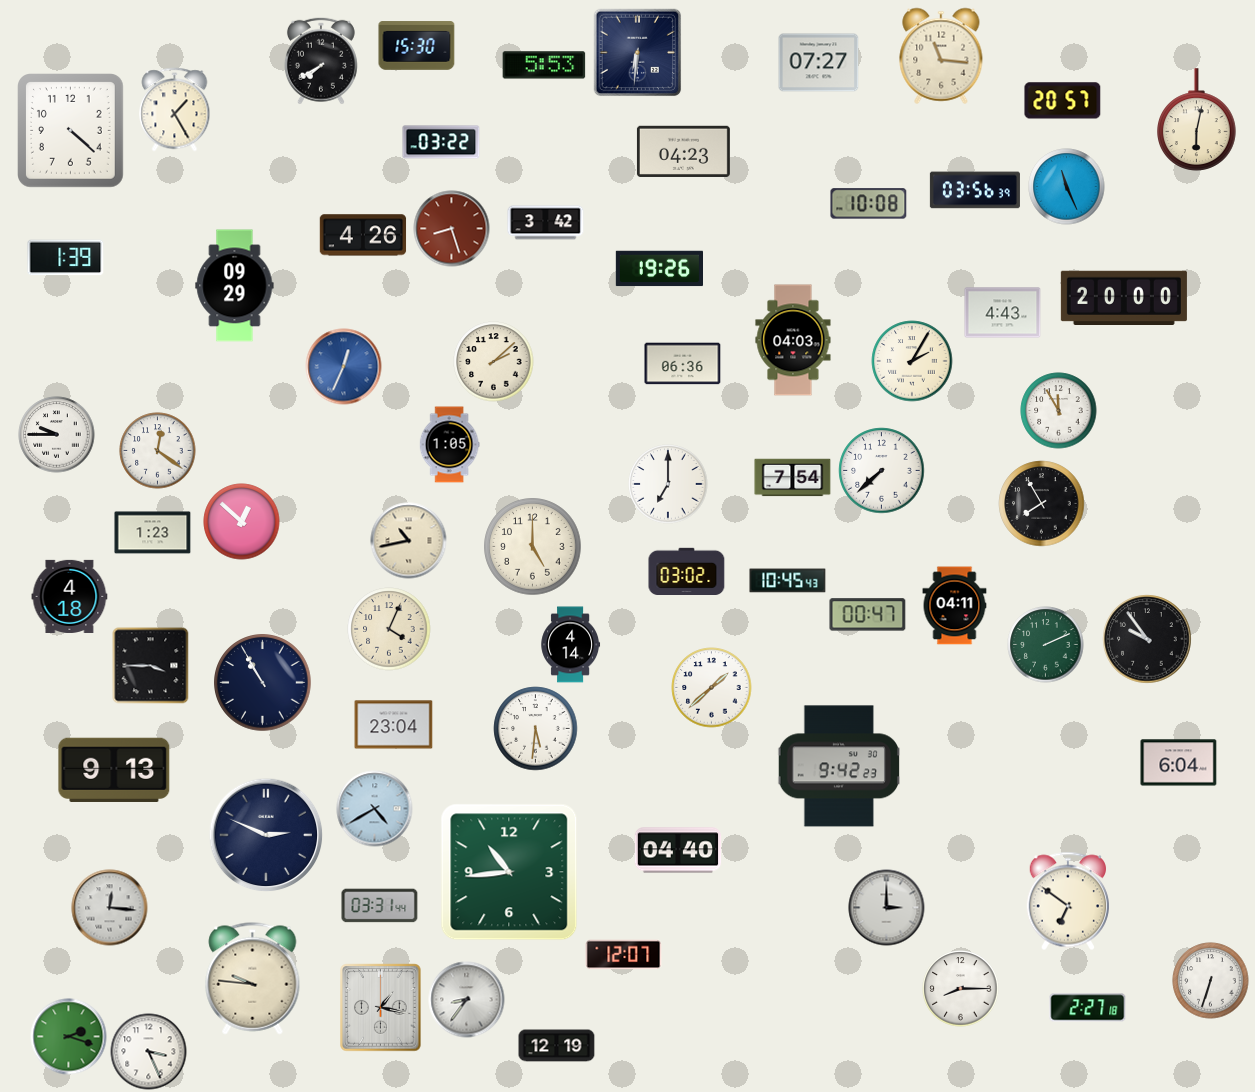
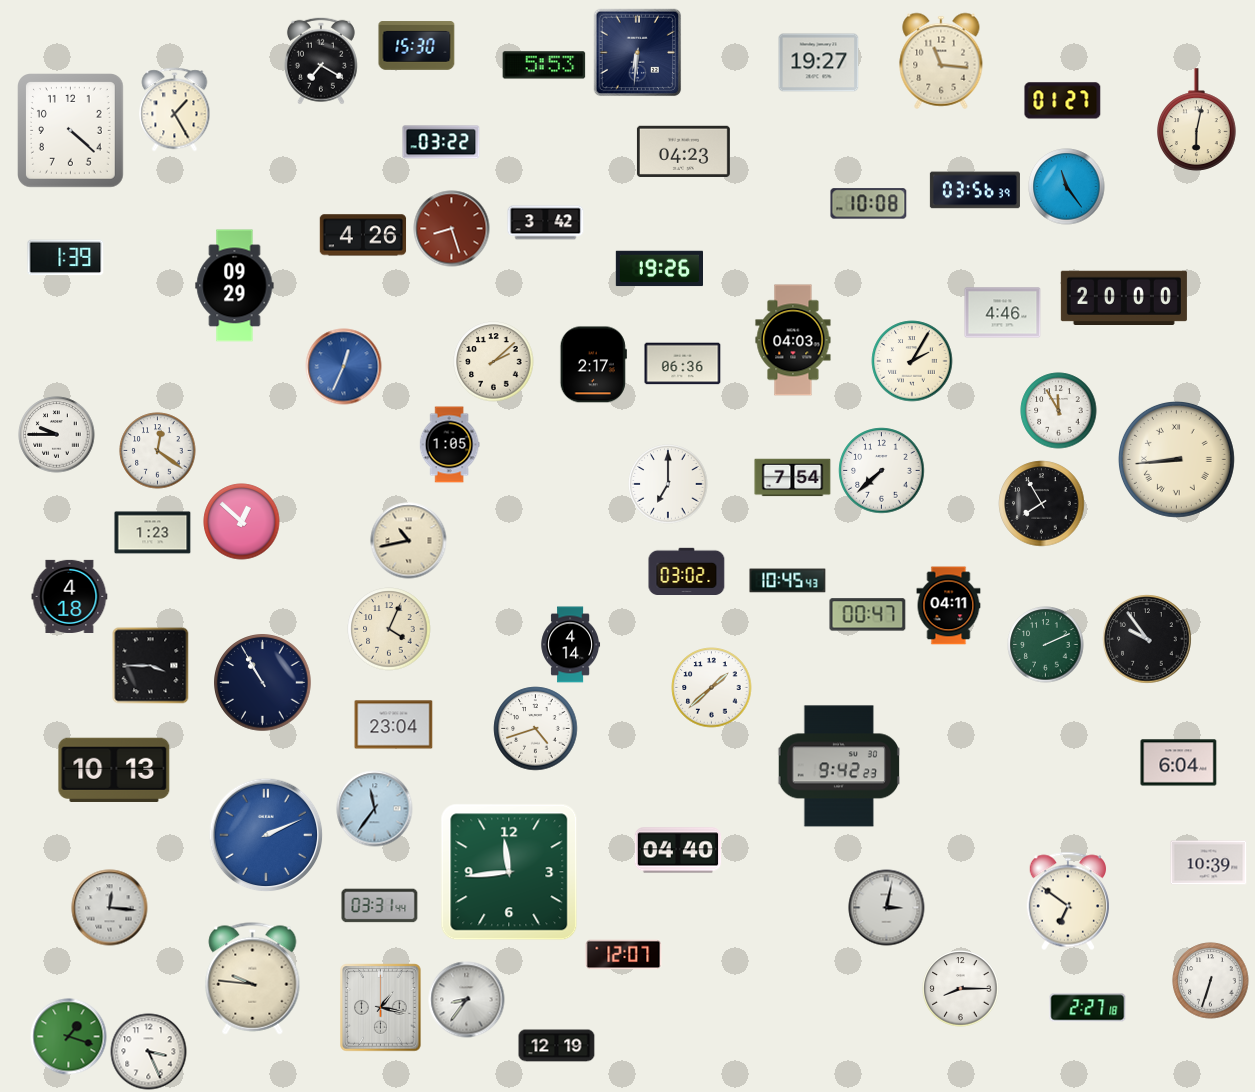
clock at (941, 56) position: (941, 56) -> (941, 61)
clock at (321, 61): 7:40 -> 7:20
clock at (819, 63): 07:27 -> 19:27
clock at (1063, 101): 20:57 -> 01:27
clock at (1067, 187): 11:26 -> 11:24
clock at (1003, 313): 4:43 -> 4:46
clock at (593, 365): none -> 2:17
clock at (1176, 459): none -> 8:44
clock at (533, 547): 5:00 -> none
clock at (955, 606) position: (955, 606) -> (949, 606)
clock at (536, 729): 5:31 -> 4:42
clock at (114, 770): 9:13 -> 10:13
clock at (375, 809): 4:40 -> 11:36
clock at (266, 835): 2:49 -> 2:11
clock at (266, 835) dial: navy -> blue
clock at (1209, 863): none -> 10:39
clock at (509, 872): 10:44 -> 11:44
clock at (887, 908): 3:00 -> 3:02
clock at (69, 1037): 2:18 -> 1:18
